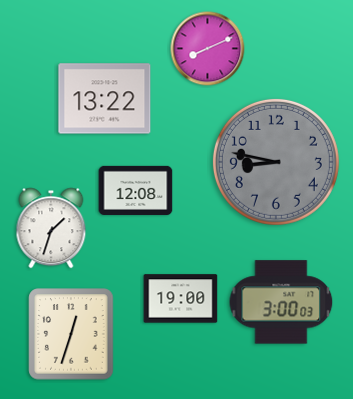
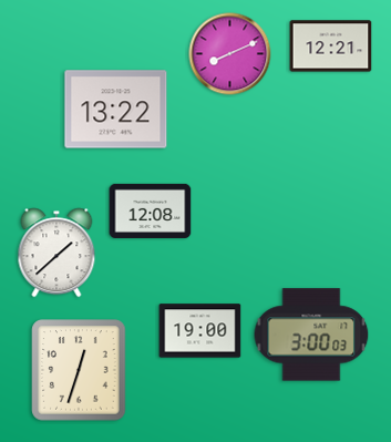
clock at (331, 47): none -> 12:21
clock at (276, 162): 8:47 -> none
clock at (51, 228): 1:33 -> 1:38
